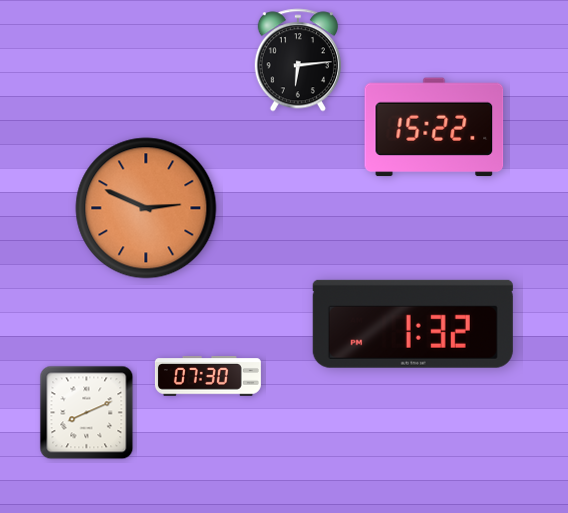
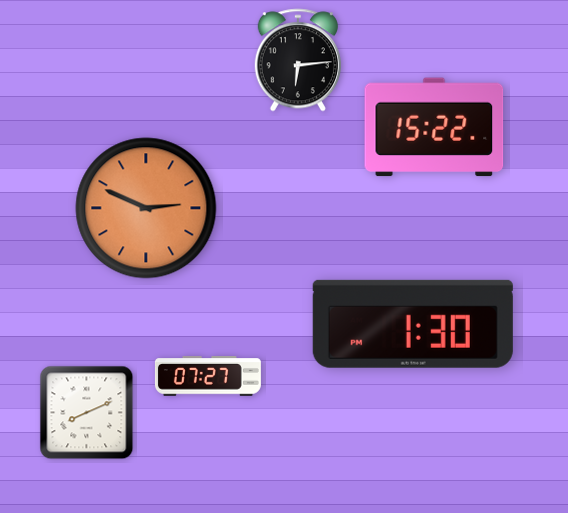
clock at (413, 324): 1:32 -> 1:30
clock at (208, 376): 07:30 -> 07:27
